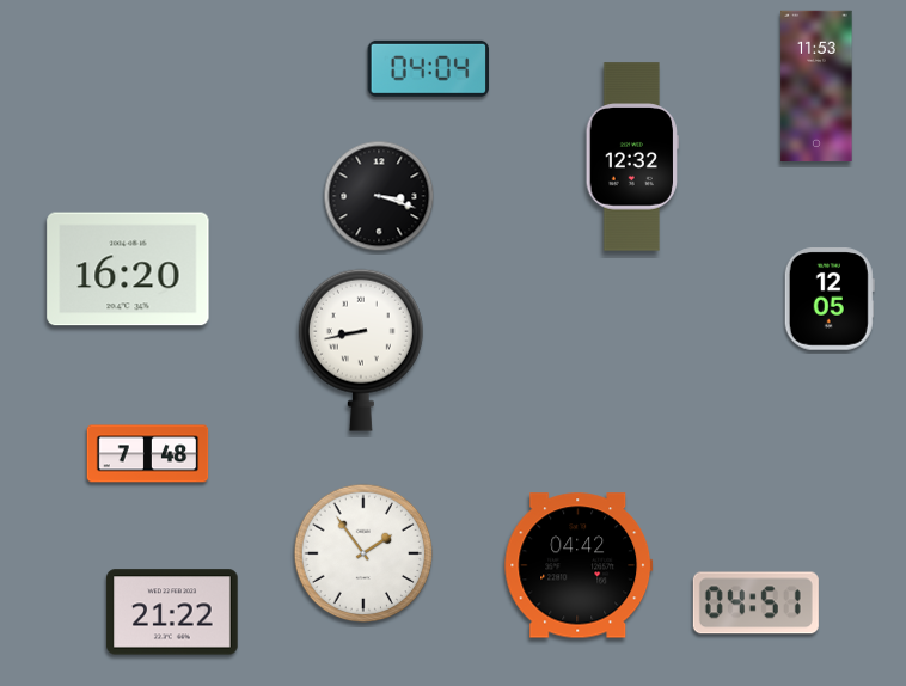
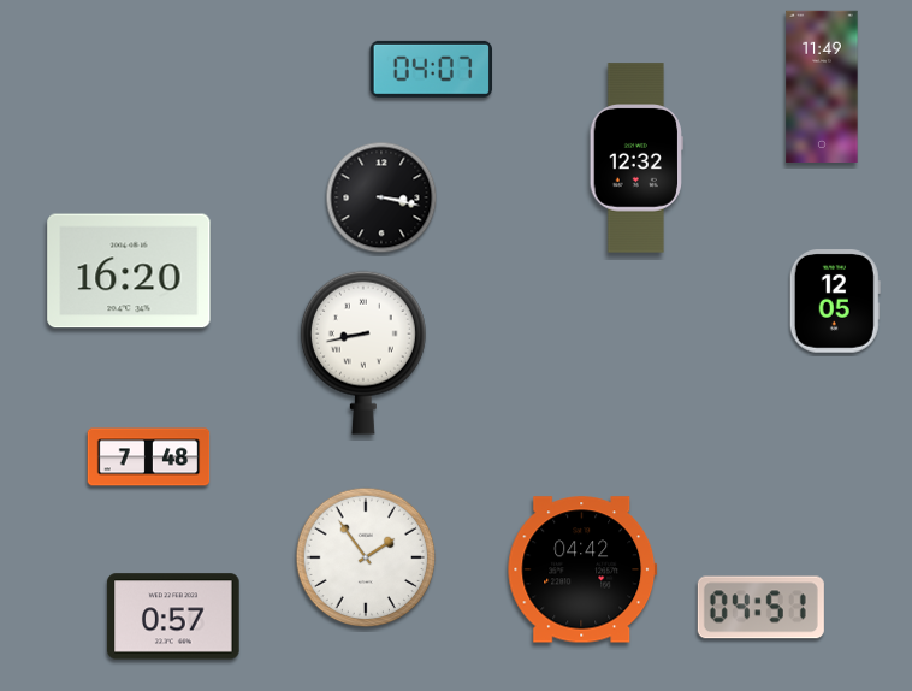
clock at (428, 68): 04:04 -> 04:07
clock at (816, 85): 11:53 -> 11:49
clock at (379, 196): 3:18 -> 3:17
clock at (172, 612): 21:22 -> 0:57
